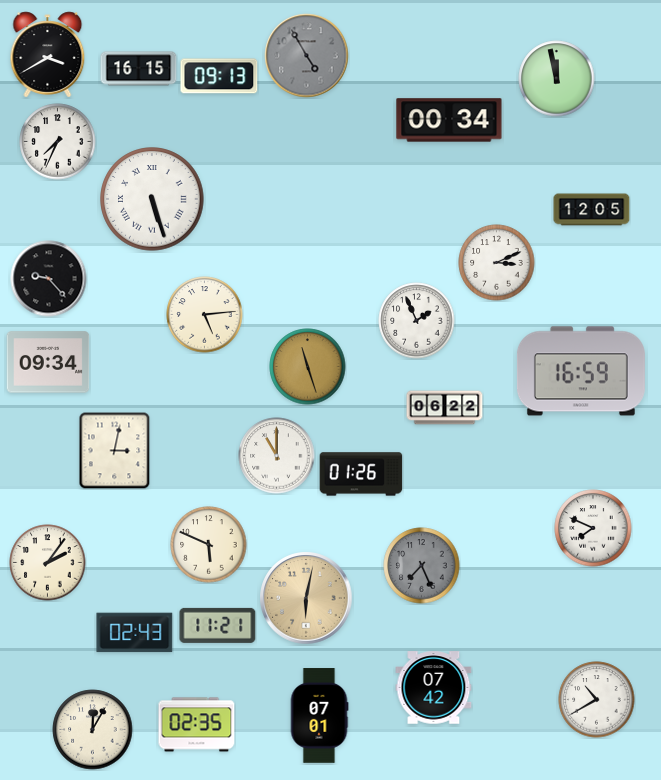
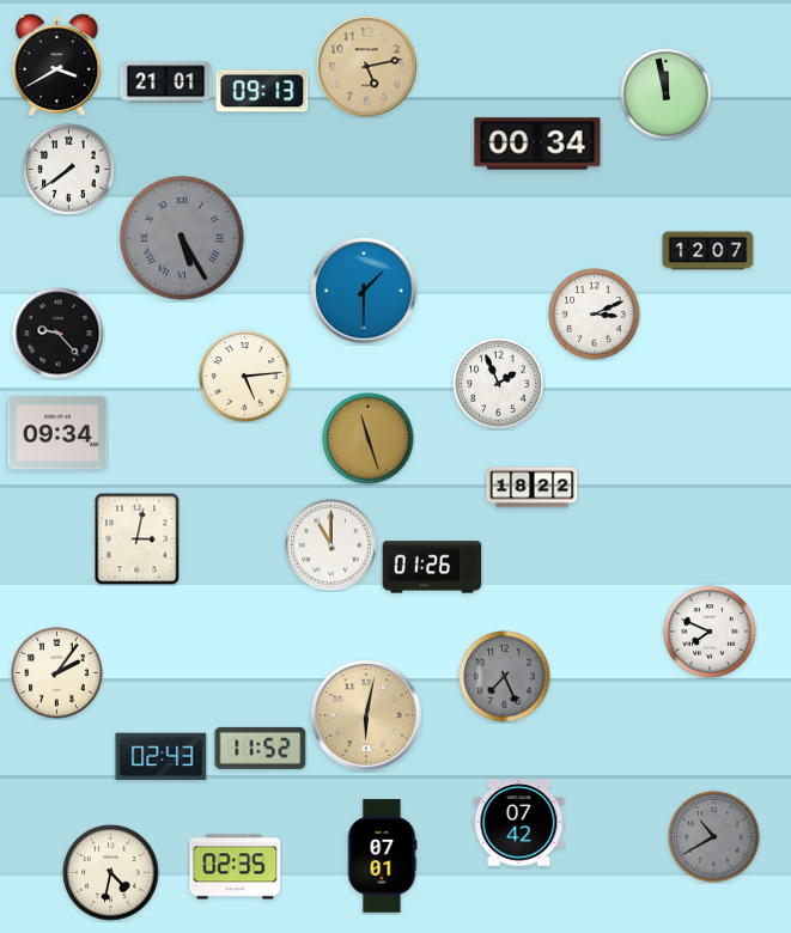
clock at (307, 56): 4:55 -> 5:13
clock at (307, 56) dial: grey -> champagne
clock at (139, 69): 16:15 -> 21:01
clock at (58, 142): 7:34 -> 7:39
clock at (152, 199): 5:27 -> 5:25
clock at (152, 199) dial: white -> grey
clock at (592, 210): 12:05 -> 12:07
clock at (364, 291): none -> 1:30
clock at (581, 371): 16:59 -> none
clock at (445, 408): 06:22 -> 18:22
clock at (209, 545): 5:49 -> none
clock at (218, 625): 11:21 -> 11:52
clock at (597, 700) dial: white -> grey
clock at (93, 730): 12:05 -> 4:32
